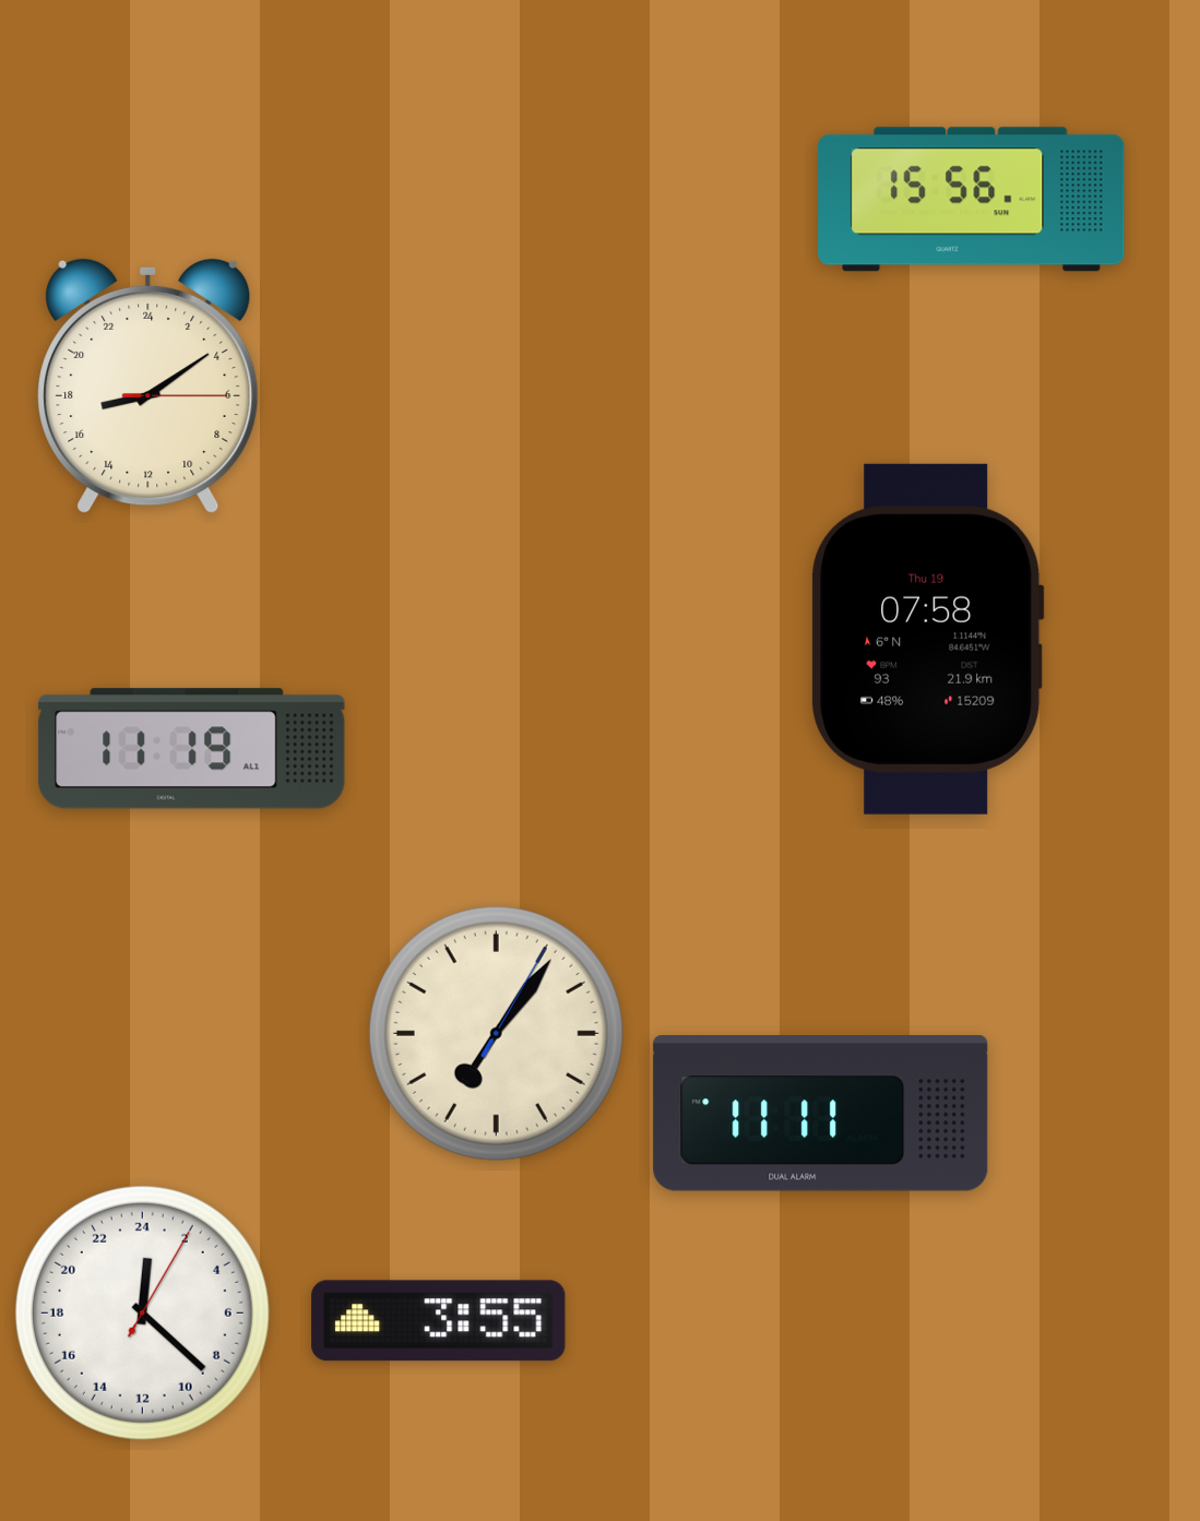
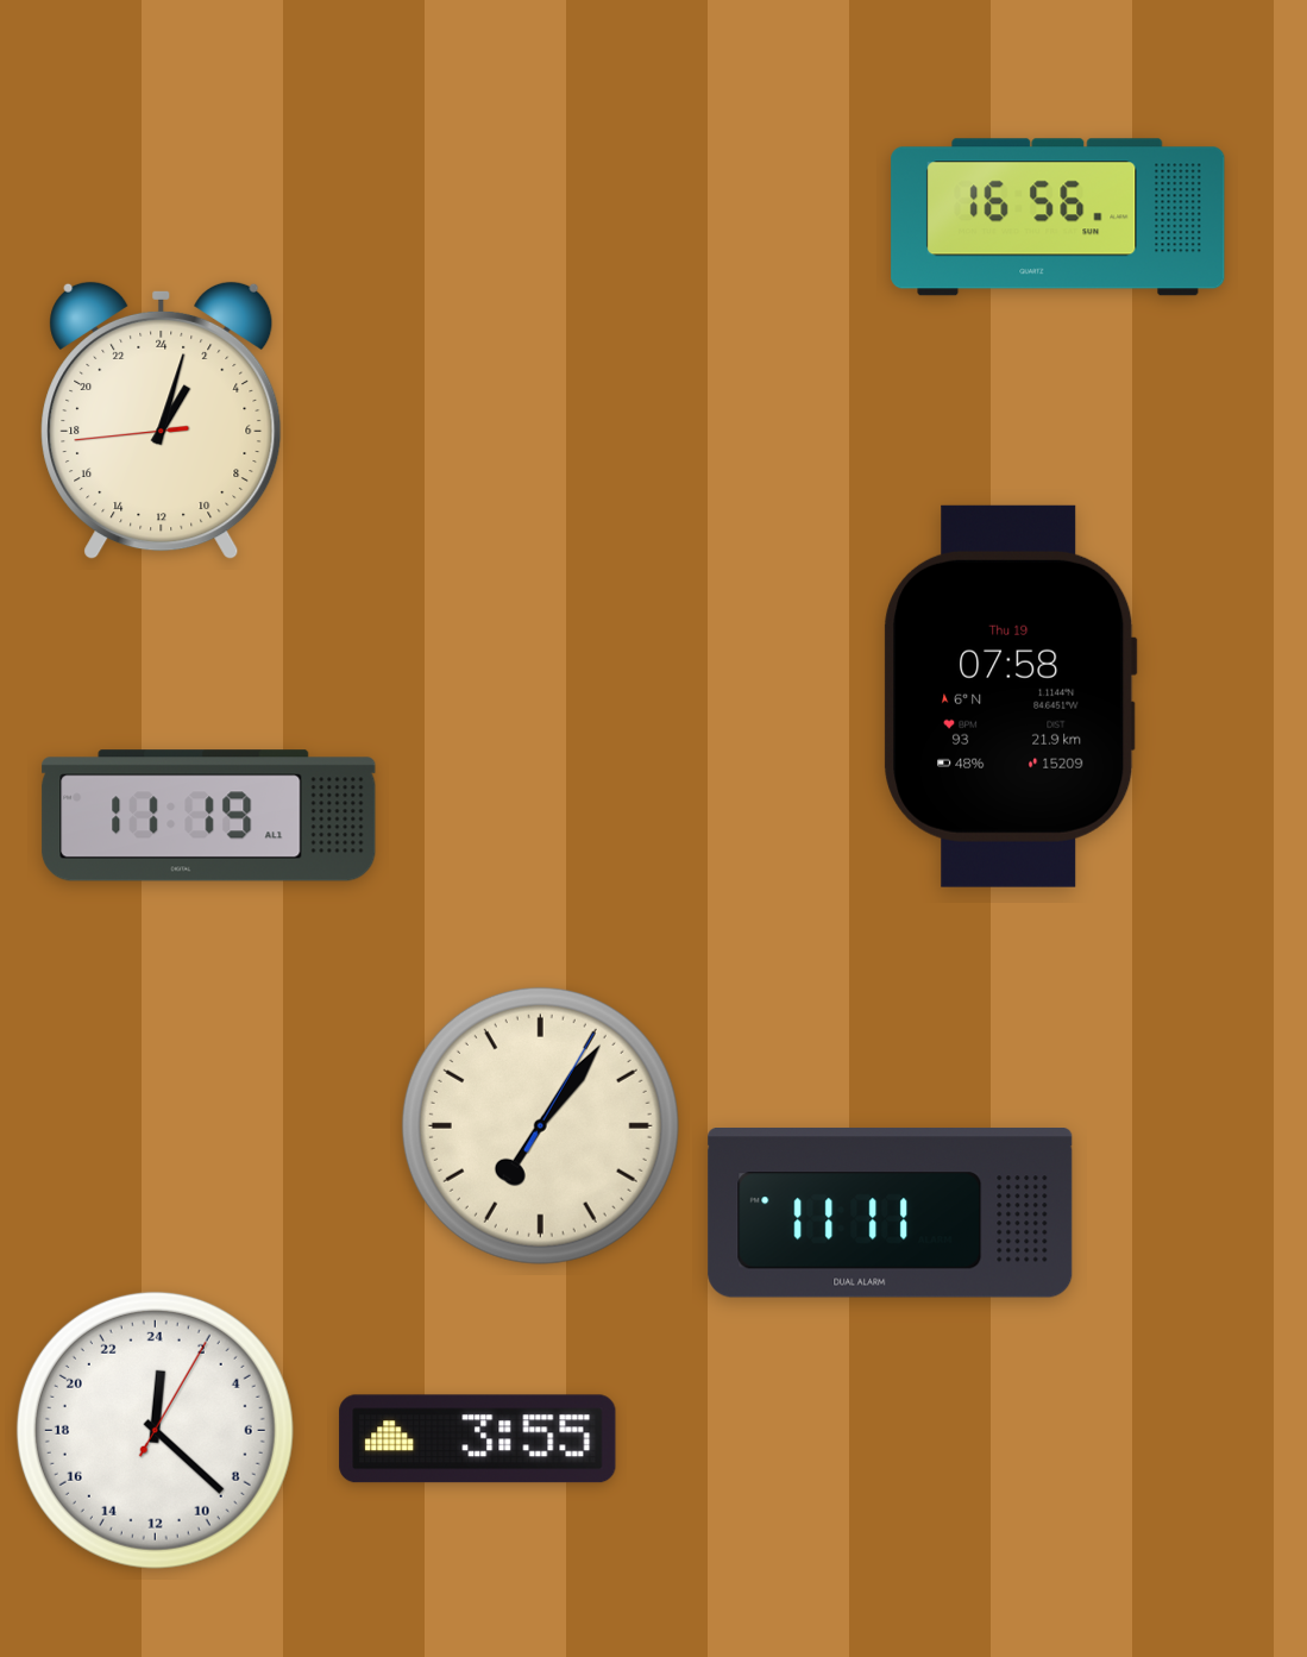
clock at (972, 200): 15:56 -> 16:56
clock at (148, 387): 17:09 -> 2:02
clock at (821, 1114) position: (821, 1114) -> (891, 1213)
